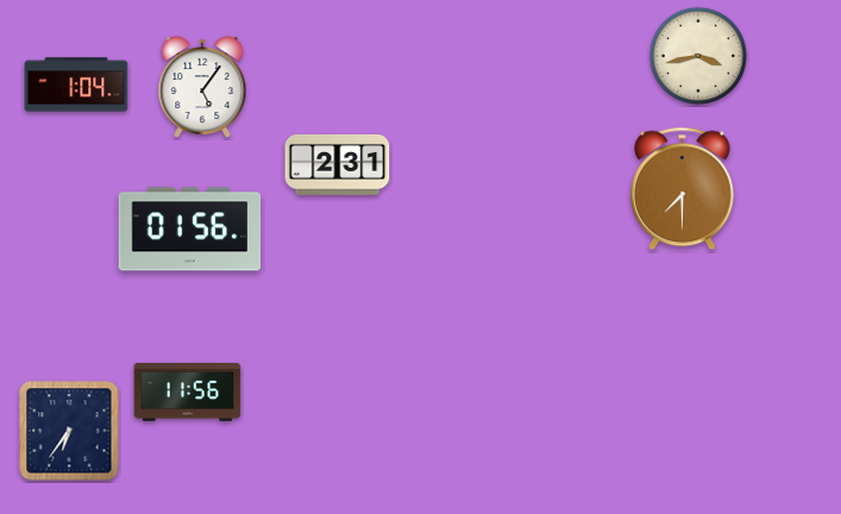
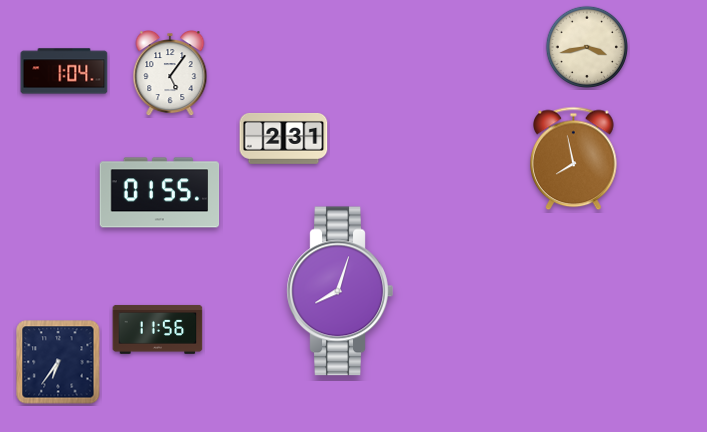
clock at (683, 189): 7:30 -> 7:58
clock at (190, 230): 01:56 -> 01:55
clock at (340, 291): none -> 8:03
